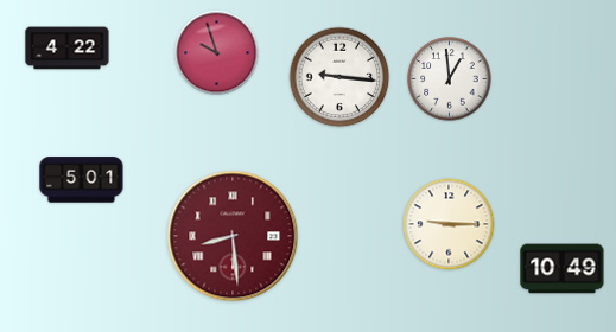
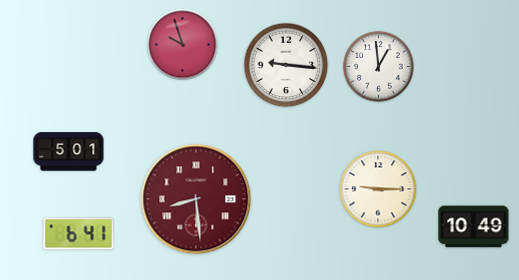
clock at (68, 49): 4:22 -> none
clock at (79, 234): none -> 6:41
